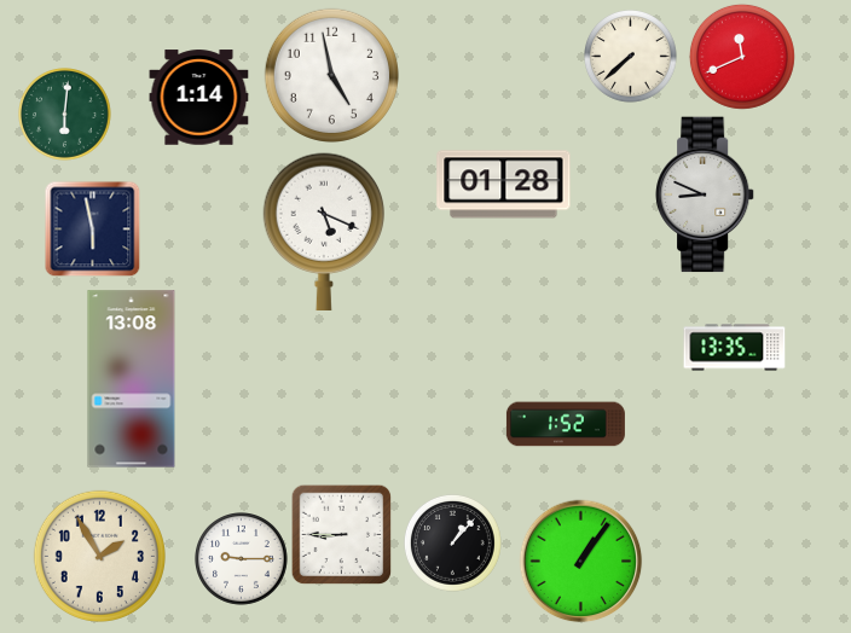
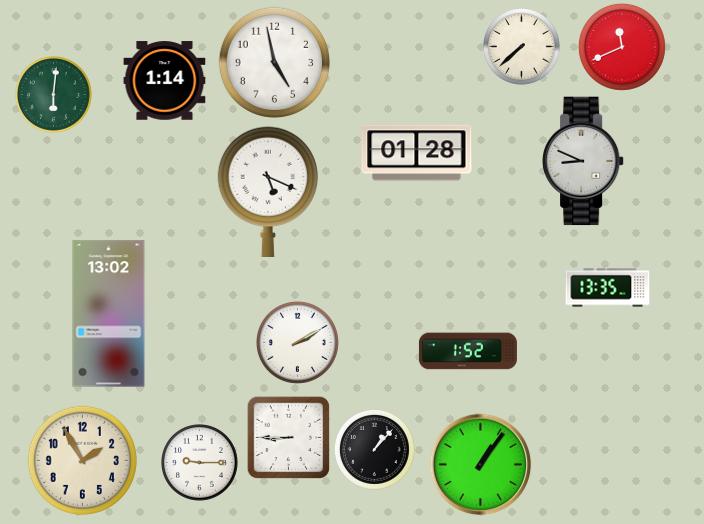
clock at (742, 57) position: (742, 57) -> (622, 47)
clock at (92, 228): 5:58 -> none
clock at (132, 379): 13:08 -> 13:02
clock at (297, 342): none -> 2:10
clock at (341, 534) position: (341, 534) -> (288, 437)
